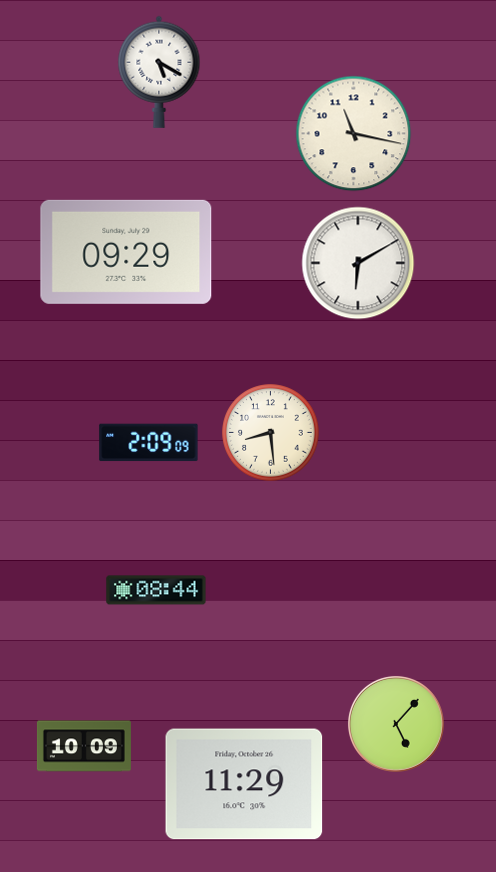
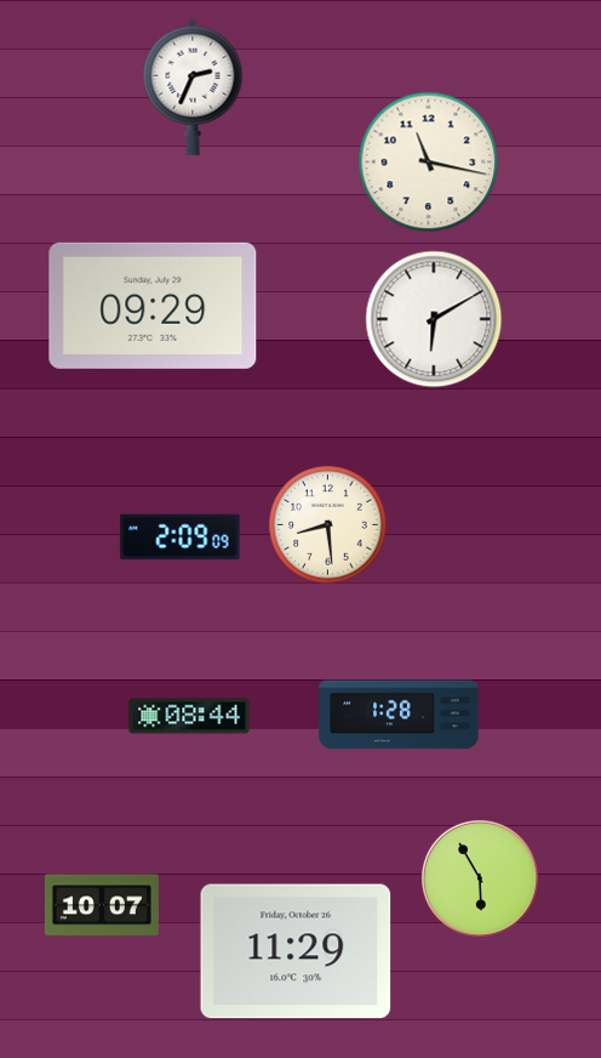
clock at (159, 72): 5:20 -> 2:34
clock at (399, 715): none -> 1:28
clock at (396, 724): 5:07 -> 5:55
clock at (84, 746): 10:09 -> 10:07
